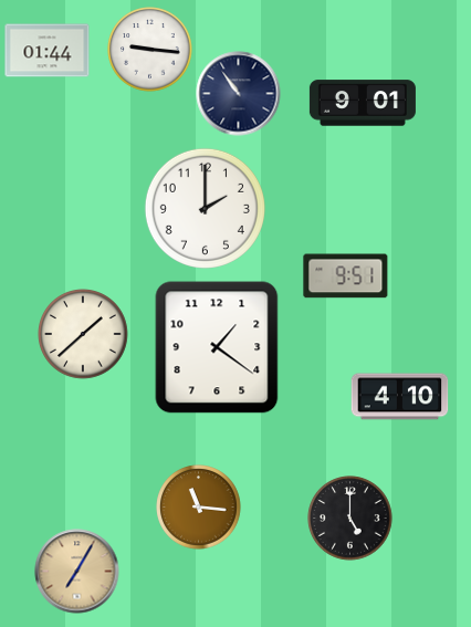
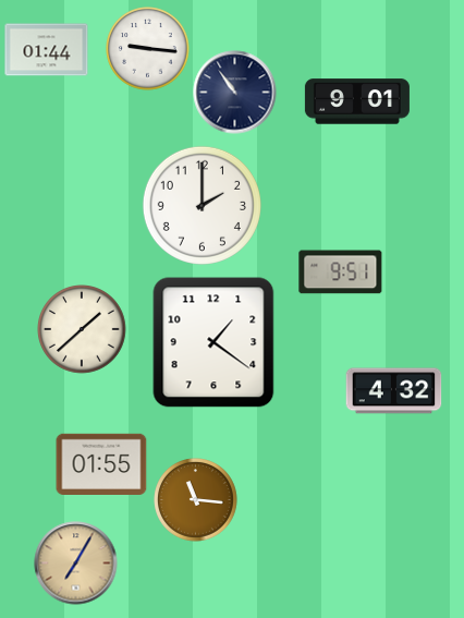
clock at (400, 397): 4:10 -> 4:32
clock at (101, 463): none -> 01:55
clock at (350, 519): 5:00 -> none
